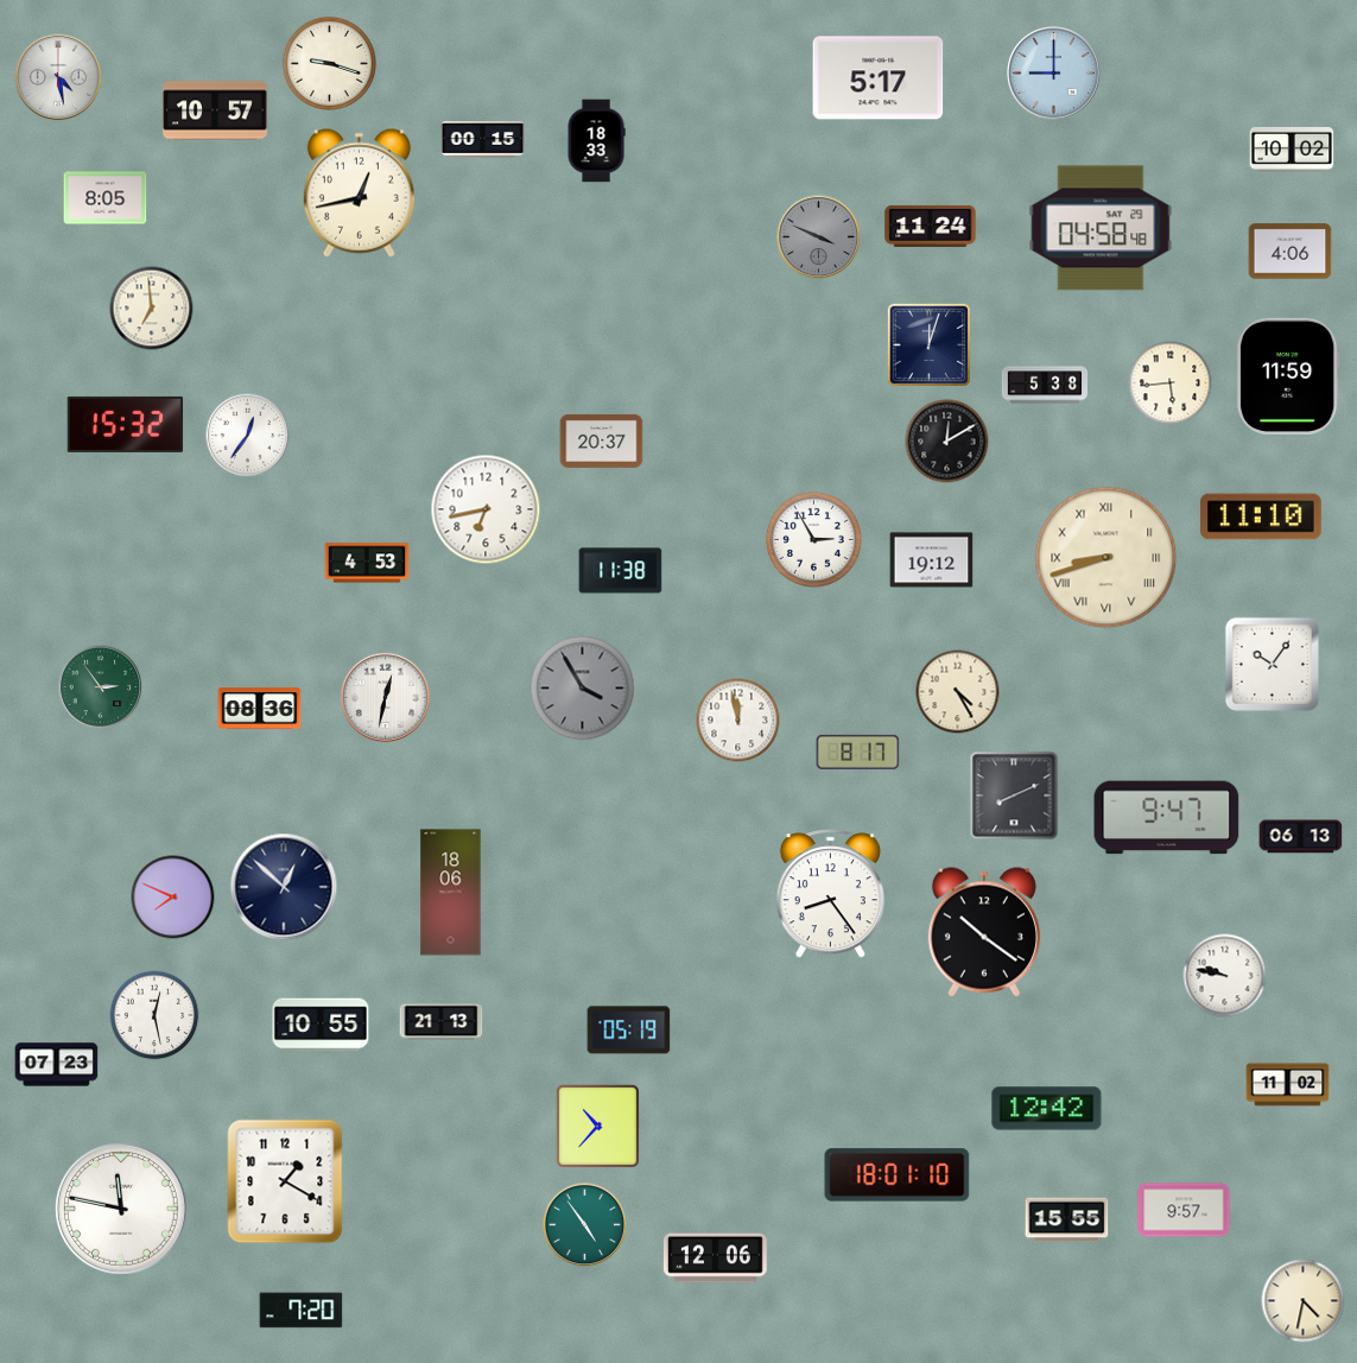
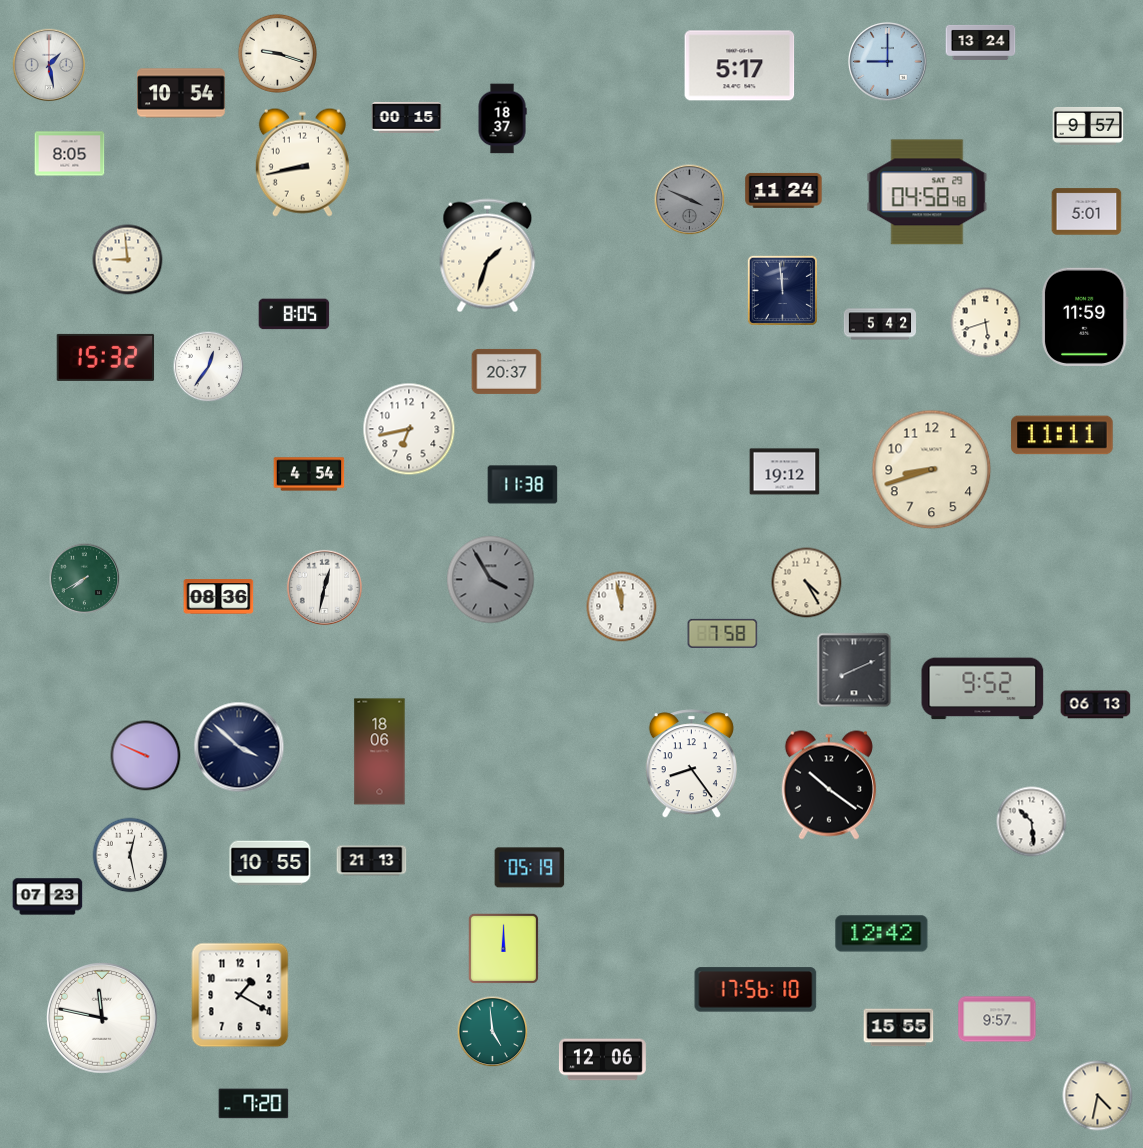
clock at (981, 42): none -> 13:24
clock at (58, 77): 4:28 -> 1:28
clock at (215, 110): 10:57 -> 10:54
clock at (596, 141): 18:33 -> 18:37
clock at (1292, 150): 10:02 -> 9:57
clock at (359, 192): 12:43 -> 8:43
clock at (106, 198) position: (106, 198) -> (70, 154)
clock at (1291, 252): 4:06 -> 5:01
clock at (488, 256): none -> 1:33
clock at (152, 309): 6:59 -> 8:59
clock at (928, 344): 12:03 -> 11:59
clock at (294, 314): none -> 8:05
clock at (1171, 383): 5:44 -> 5:42
clock at (1044, 385): 5:38 -> 5:42
clock at (947, 442): 12:10 -> none
clock at (1261, 516): 11:10 -> 11:11
clock at (813, 539): 2:55 -> none
clock at (1106, 558) numerals: Roman -> Arabic
clock at (367, 563): 4:53 -> 4:54
clock at (621, 571) position: (621, 571) -> (523, 485)
clock at (1272, 664): 10:06 -> none
clock at (101, 687): 2:54 -> 7:40
clock at (858, 752): 8:17 -> 7:58
clock at (1167, 818): 9:47 -> 9:52
clock at (284, 887): 12:52 -> 3:52
clock at (830, 894) position: (830, 894) -> (691, 764)
clock at (173, 898): 7:49 -> 9:49
clock at (1225, 976): 9:47 -> 10:29
clock at (1288, 1085): 11:02 -> none
clock at (597, 1126): 10:37 -> 12:00
clock at (898, 1175): 18:01 -> 17:56
clock at (585, 1225): 4:54 -> 4:59
